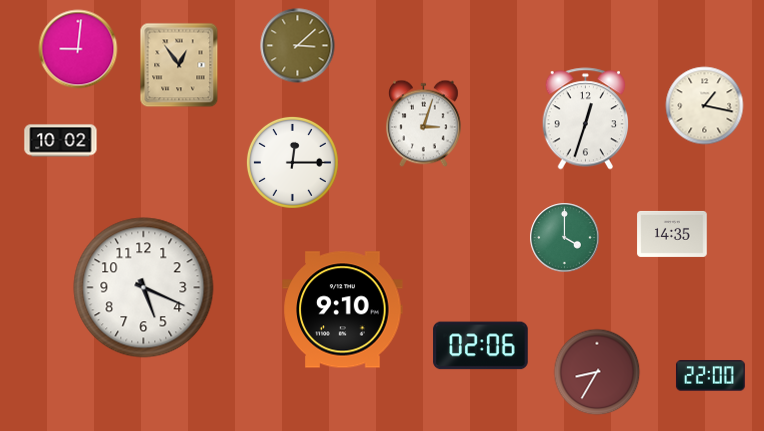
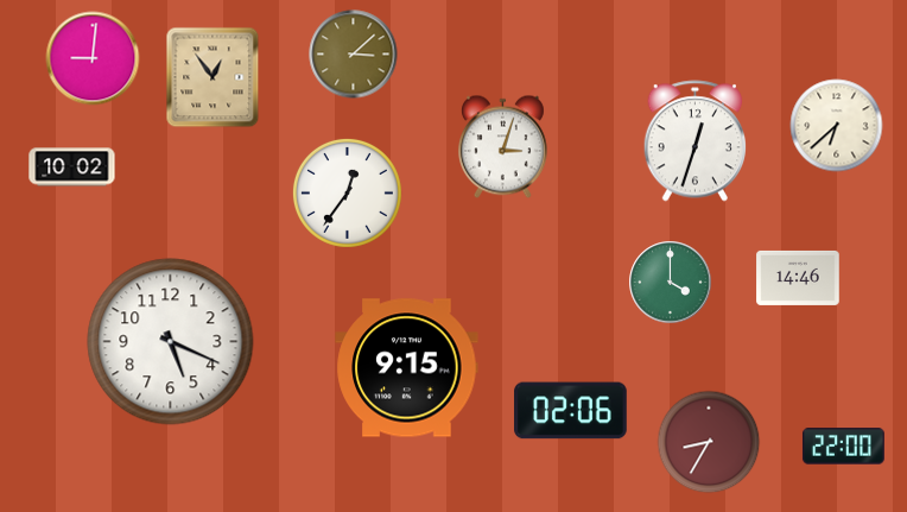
clock at (705, 106): 1:17 -> 6:38
clock at (292, 162): 12:15 -> 12:36
clock at (672, 234): 14:35 -> 14:46
clock at (343, 310): 9:10 -> 9:15
